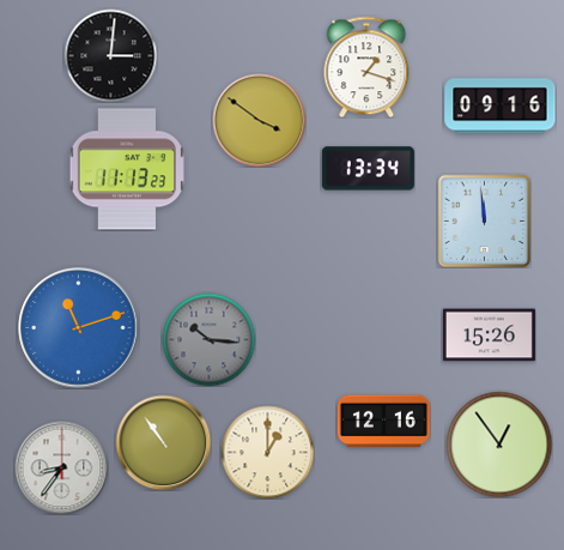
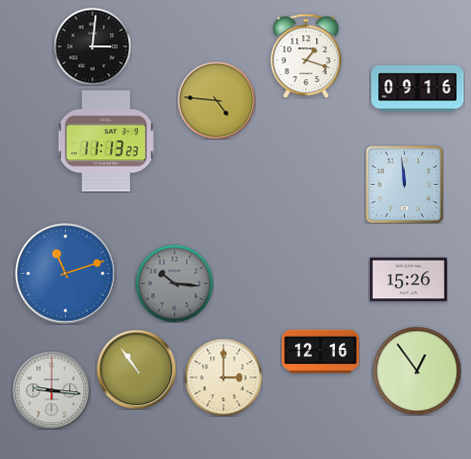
clock at (259, 120): 3:51 -> 4:46
clock at (368, 169): 13:34 -> none
clock at (267, 452): 1:00 -> 3:00
clock at (61, 467): 8:36 -> 9:16
